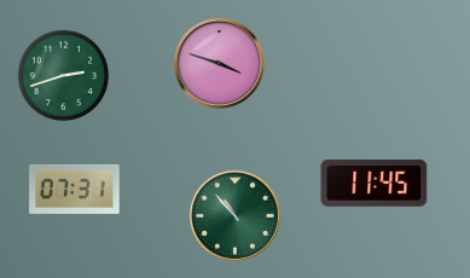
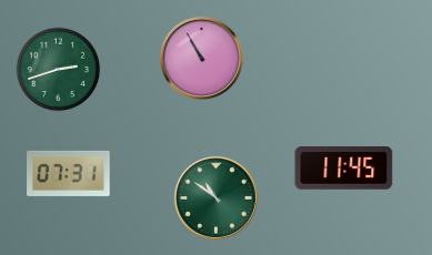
clock at (219, 63): 3:48 -> 10:55
clock at (234, 215): 10:53 -> 10:51
